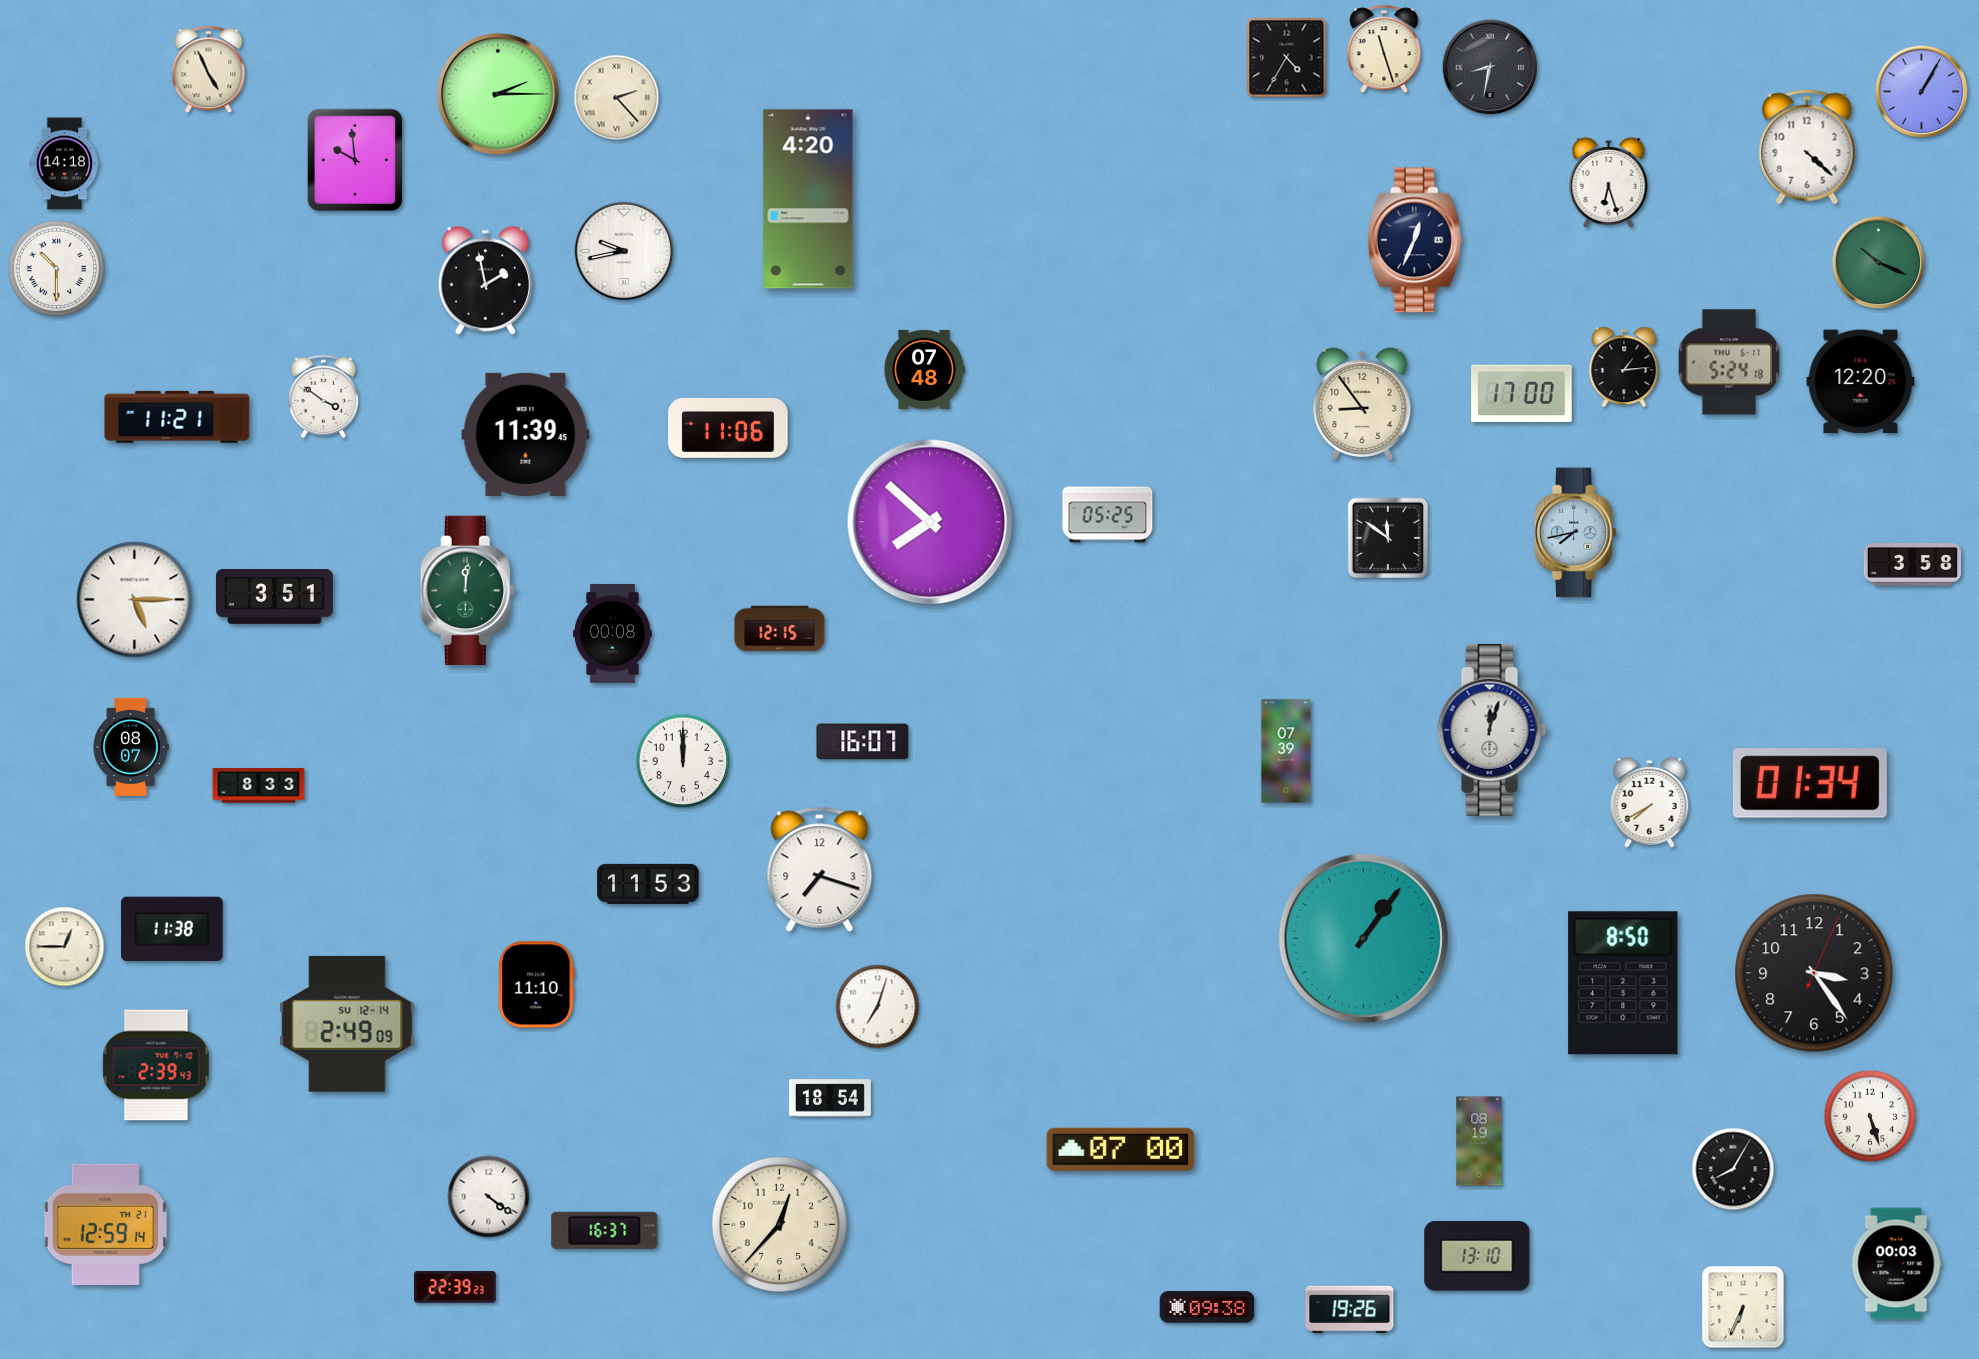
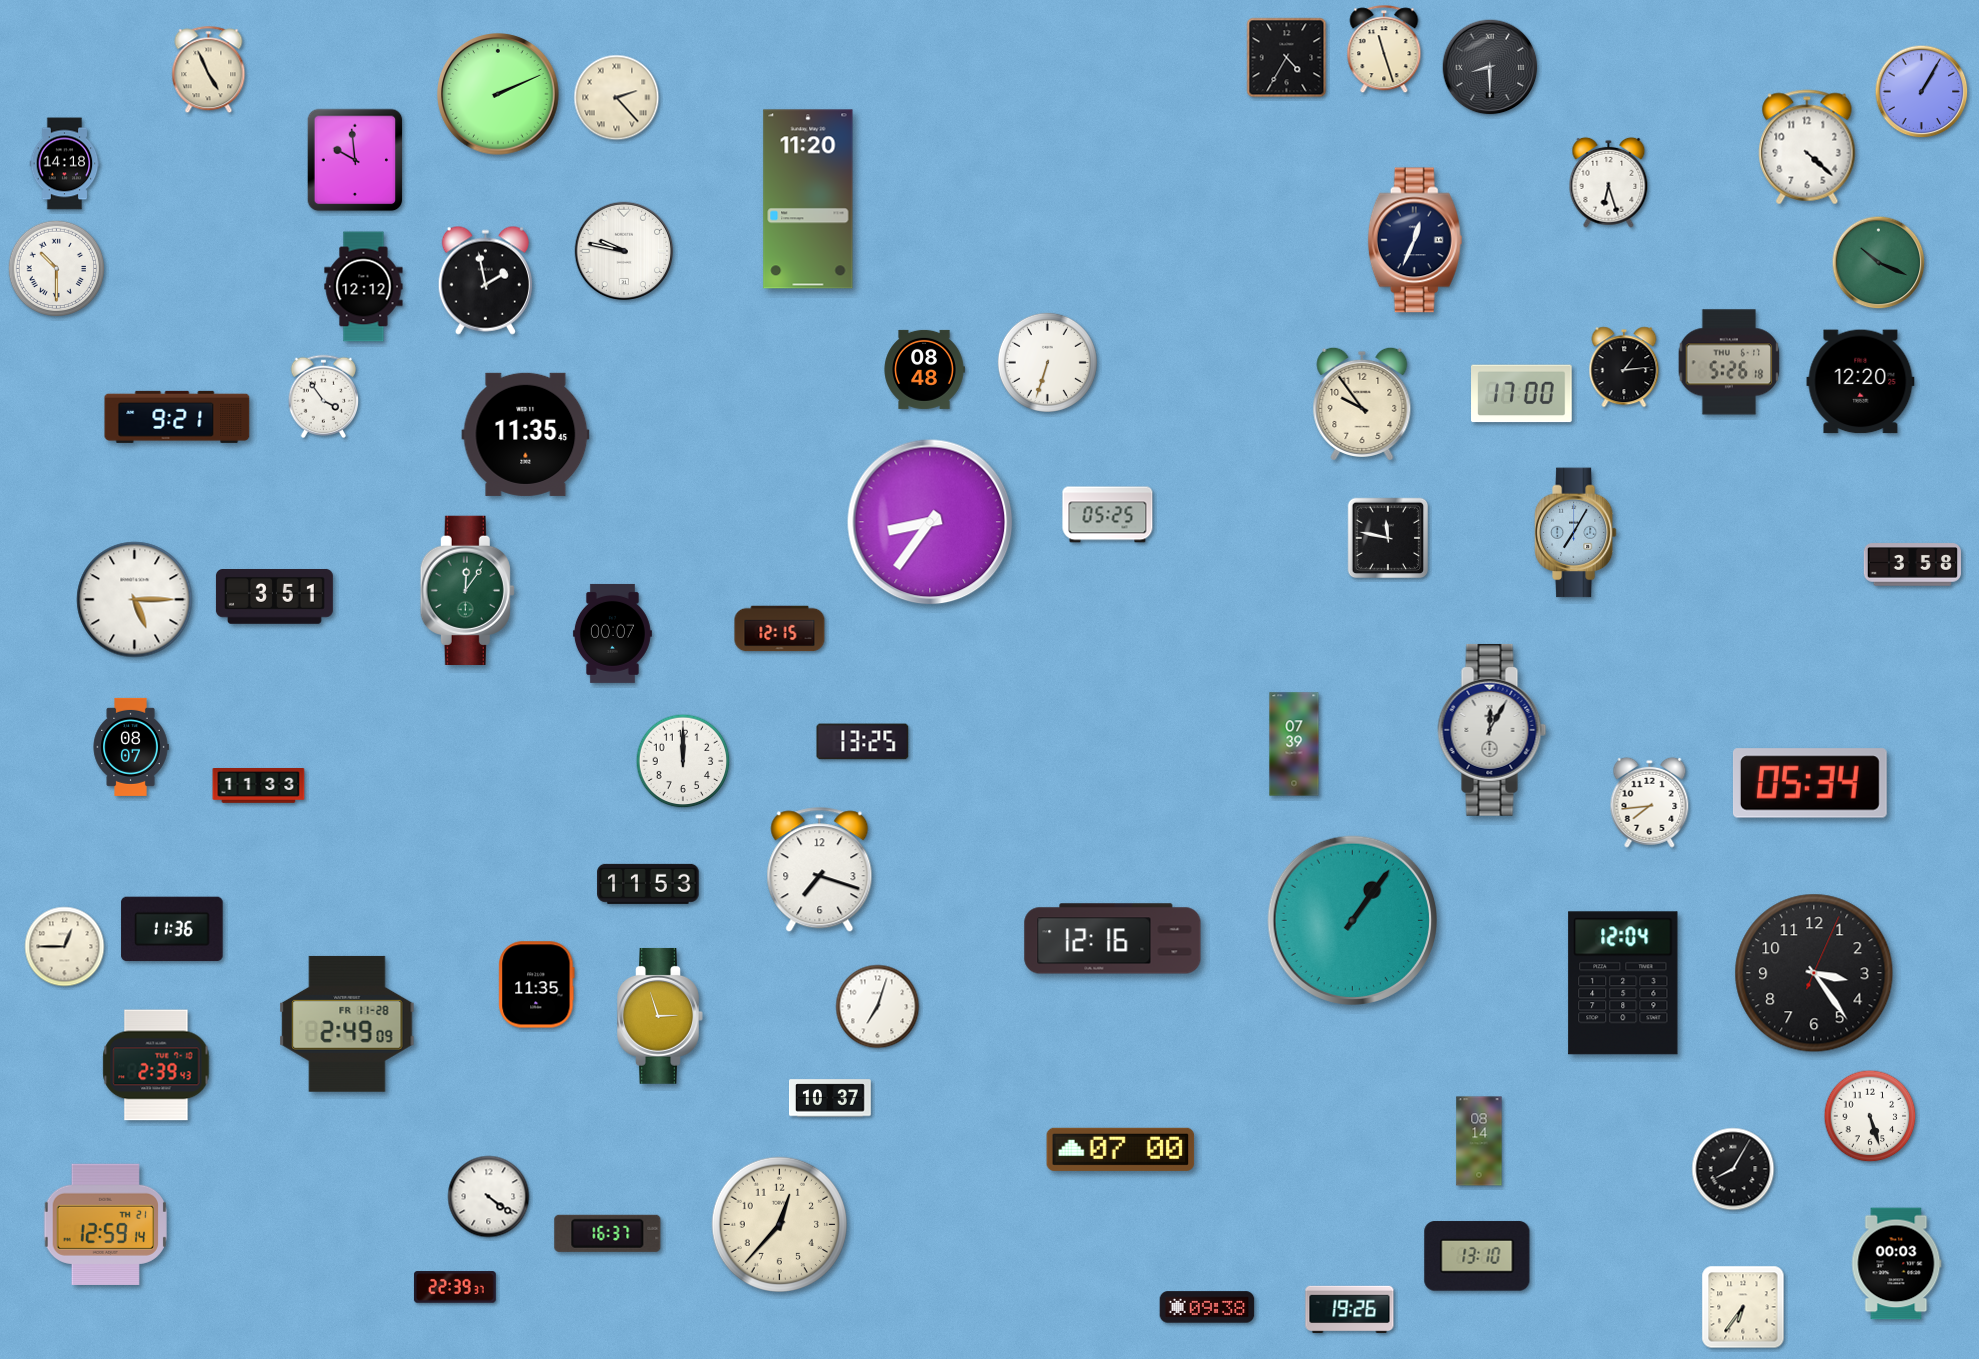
clock at (1490, 67): 8:32 -> 8:30
clock at (498, 94): 2:15 -> 2:11
clock at (808, 199): 4:20 -> 11:20
clock at (624, 251): 9:43 -> 9:47
clock at (364, 287): none -> 12:12
clock at (1047, 362): none -> 6:33
clock at (1729, 362): 5:24 -> 5:26
clock at (924, 369): 07:48 -> 08:48
clock at (324, 396): 3:51 -> 3:54
clock at (1362, 404): 8:54 -> 9:54
clock at (177, 417): 11:21 -> 9:21
clock at (728, 428): 11:06 -> none
clock at (526, 434): 11:39 -> 11:35
clock at (930, 522): 7:52 -> 8:36
clock at (1575, 533): 7:43 -> 7:05
clock at (1388, 538): 11:51 -> 11:47
clock at (467, 590): 12:01 -> 12:06
clock at (612, 633): 00:08 -> 00:07
clock at (1492, 730): 12:03 -> 12:05
clock at (863, 742): 16:07 -> 13:25
clock at (1286, 751) position: (1286, 751) -> (1294, 744)
clock at (1810, 783): 01:34 -> 05:34
clock at (259, 786): 8:33 -> 11:33
clock at (1650, 802): 7:40 -> 7:44
clock at (172, 929): 11:38 -> 11:36
clock at (1363, 938) position: (1363, 938) -> (1352, 920)
clock at (1113, 939): none -> 12:16
clock at (1623, 983): 8:50 -> 12:04
clock at (537, 985): 11:10 -> 11:35
clock at (660, 1016): none -> 2:57
clock at (347, 1024) date: SU 12-14 -> FR 11-28
clock at (831, 1098): 18:54 -> 10:37
clock at (1479, 1141): 08:19 -> 08:14
clock at (605, 1230) position: (605, 1230) -> (608, 1233)
clock at (455, 1287): 22:39:23 -> 22:39:37
clock at (1743, 1307): 6:34 -> 6:36
